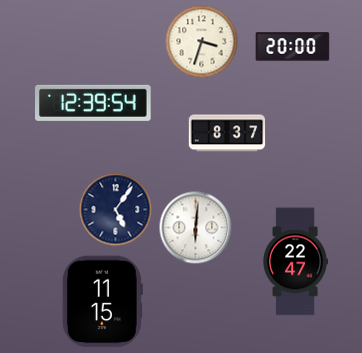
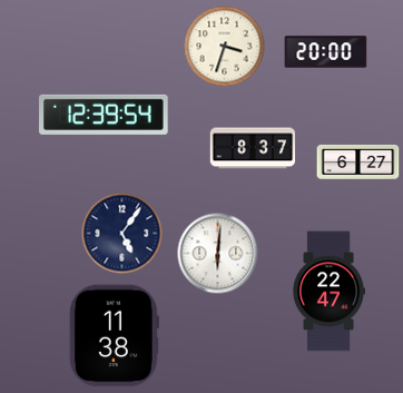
clock at (358, 161): none -> 6:27
clock at (116, 210) position: (116, 210) -> (122, 234)
clock at (102, 302): 11:15 -> 11:38
